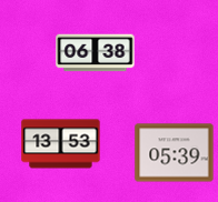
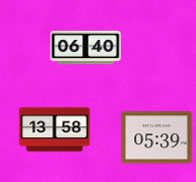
clock at (96, 53): 06:38 -> 06:40
clock at (61, 144): 13:53 -> 13:58
